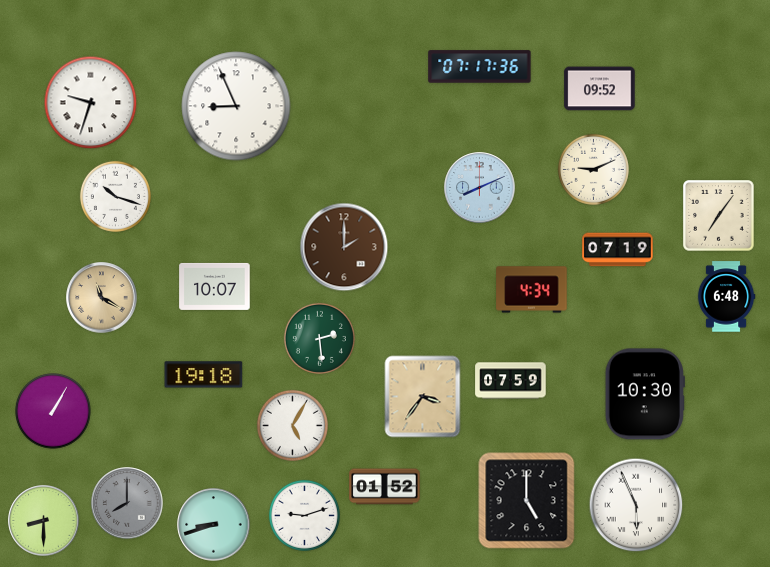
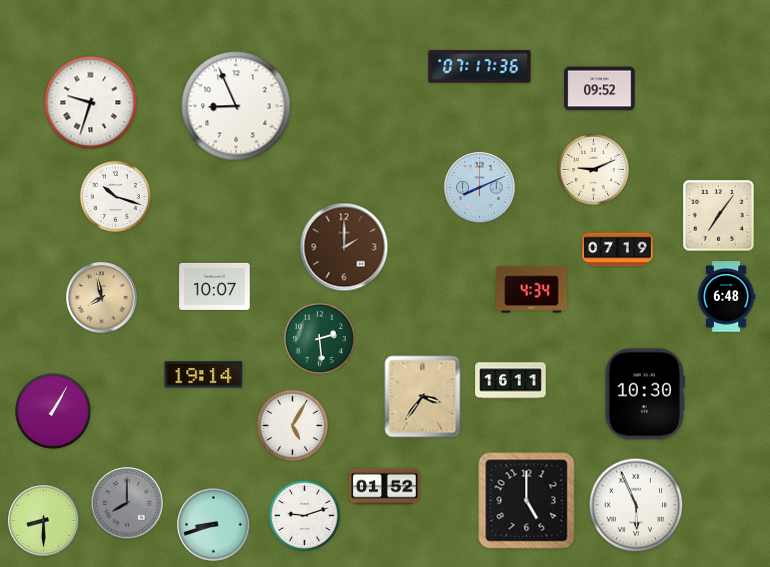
clock at (102, 298): 11:20 -> 7:58
clock at (204, 375): 19:18 -> 19:14
clock at (511, 381): 07:59 -> 16:11
